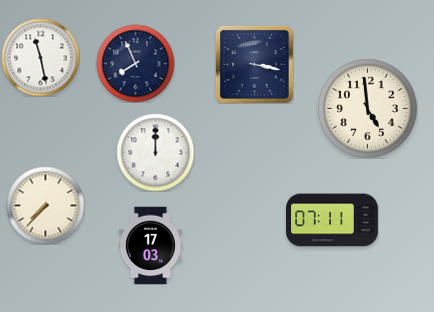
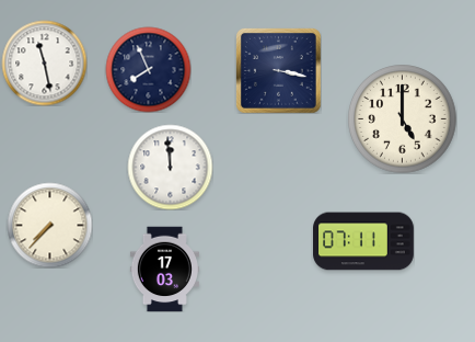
clock at (368, 109): 4:59 -> 5:00
clock at (155, 152): 12:00 -> 11:59
